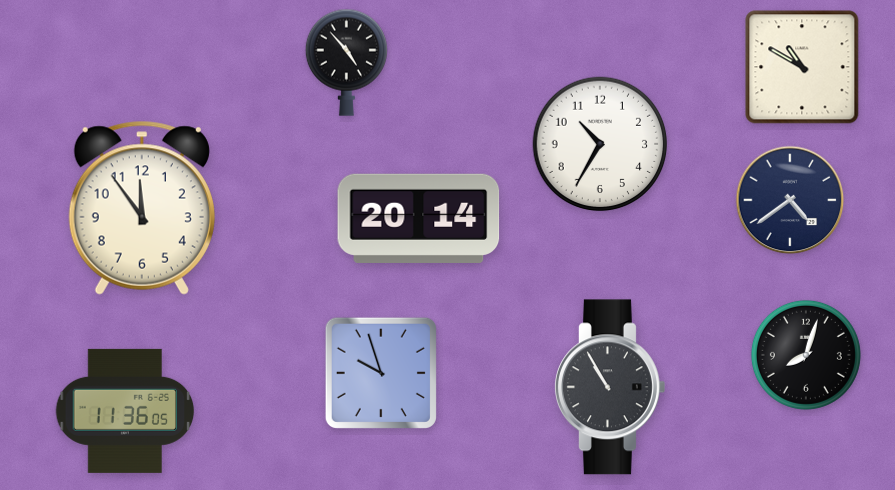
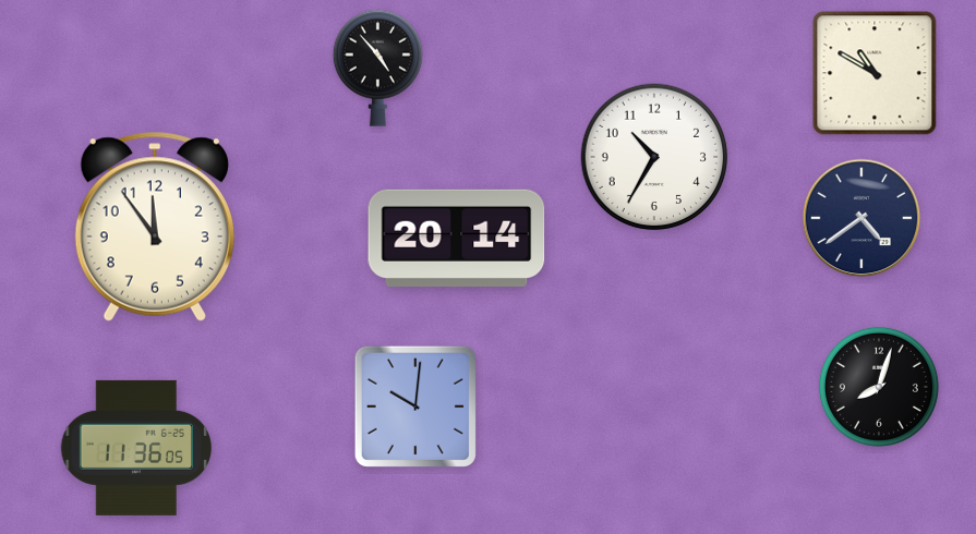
clock at (381, 373): 9:57 -> 10:01
clock at (610, 387): 10:55 -> none
